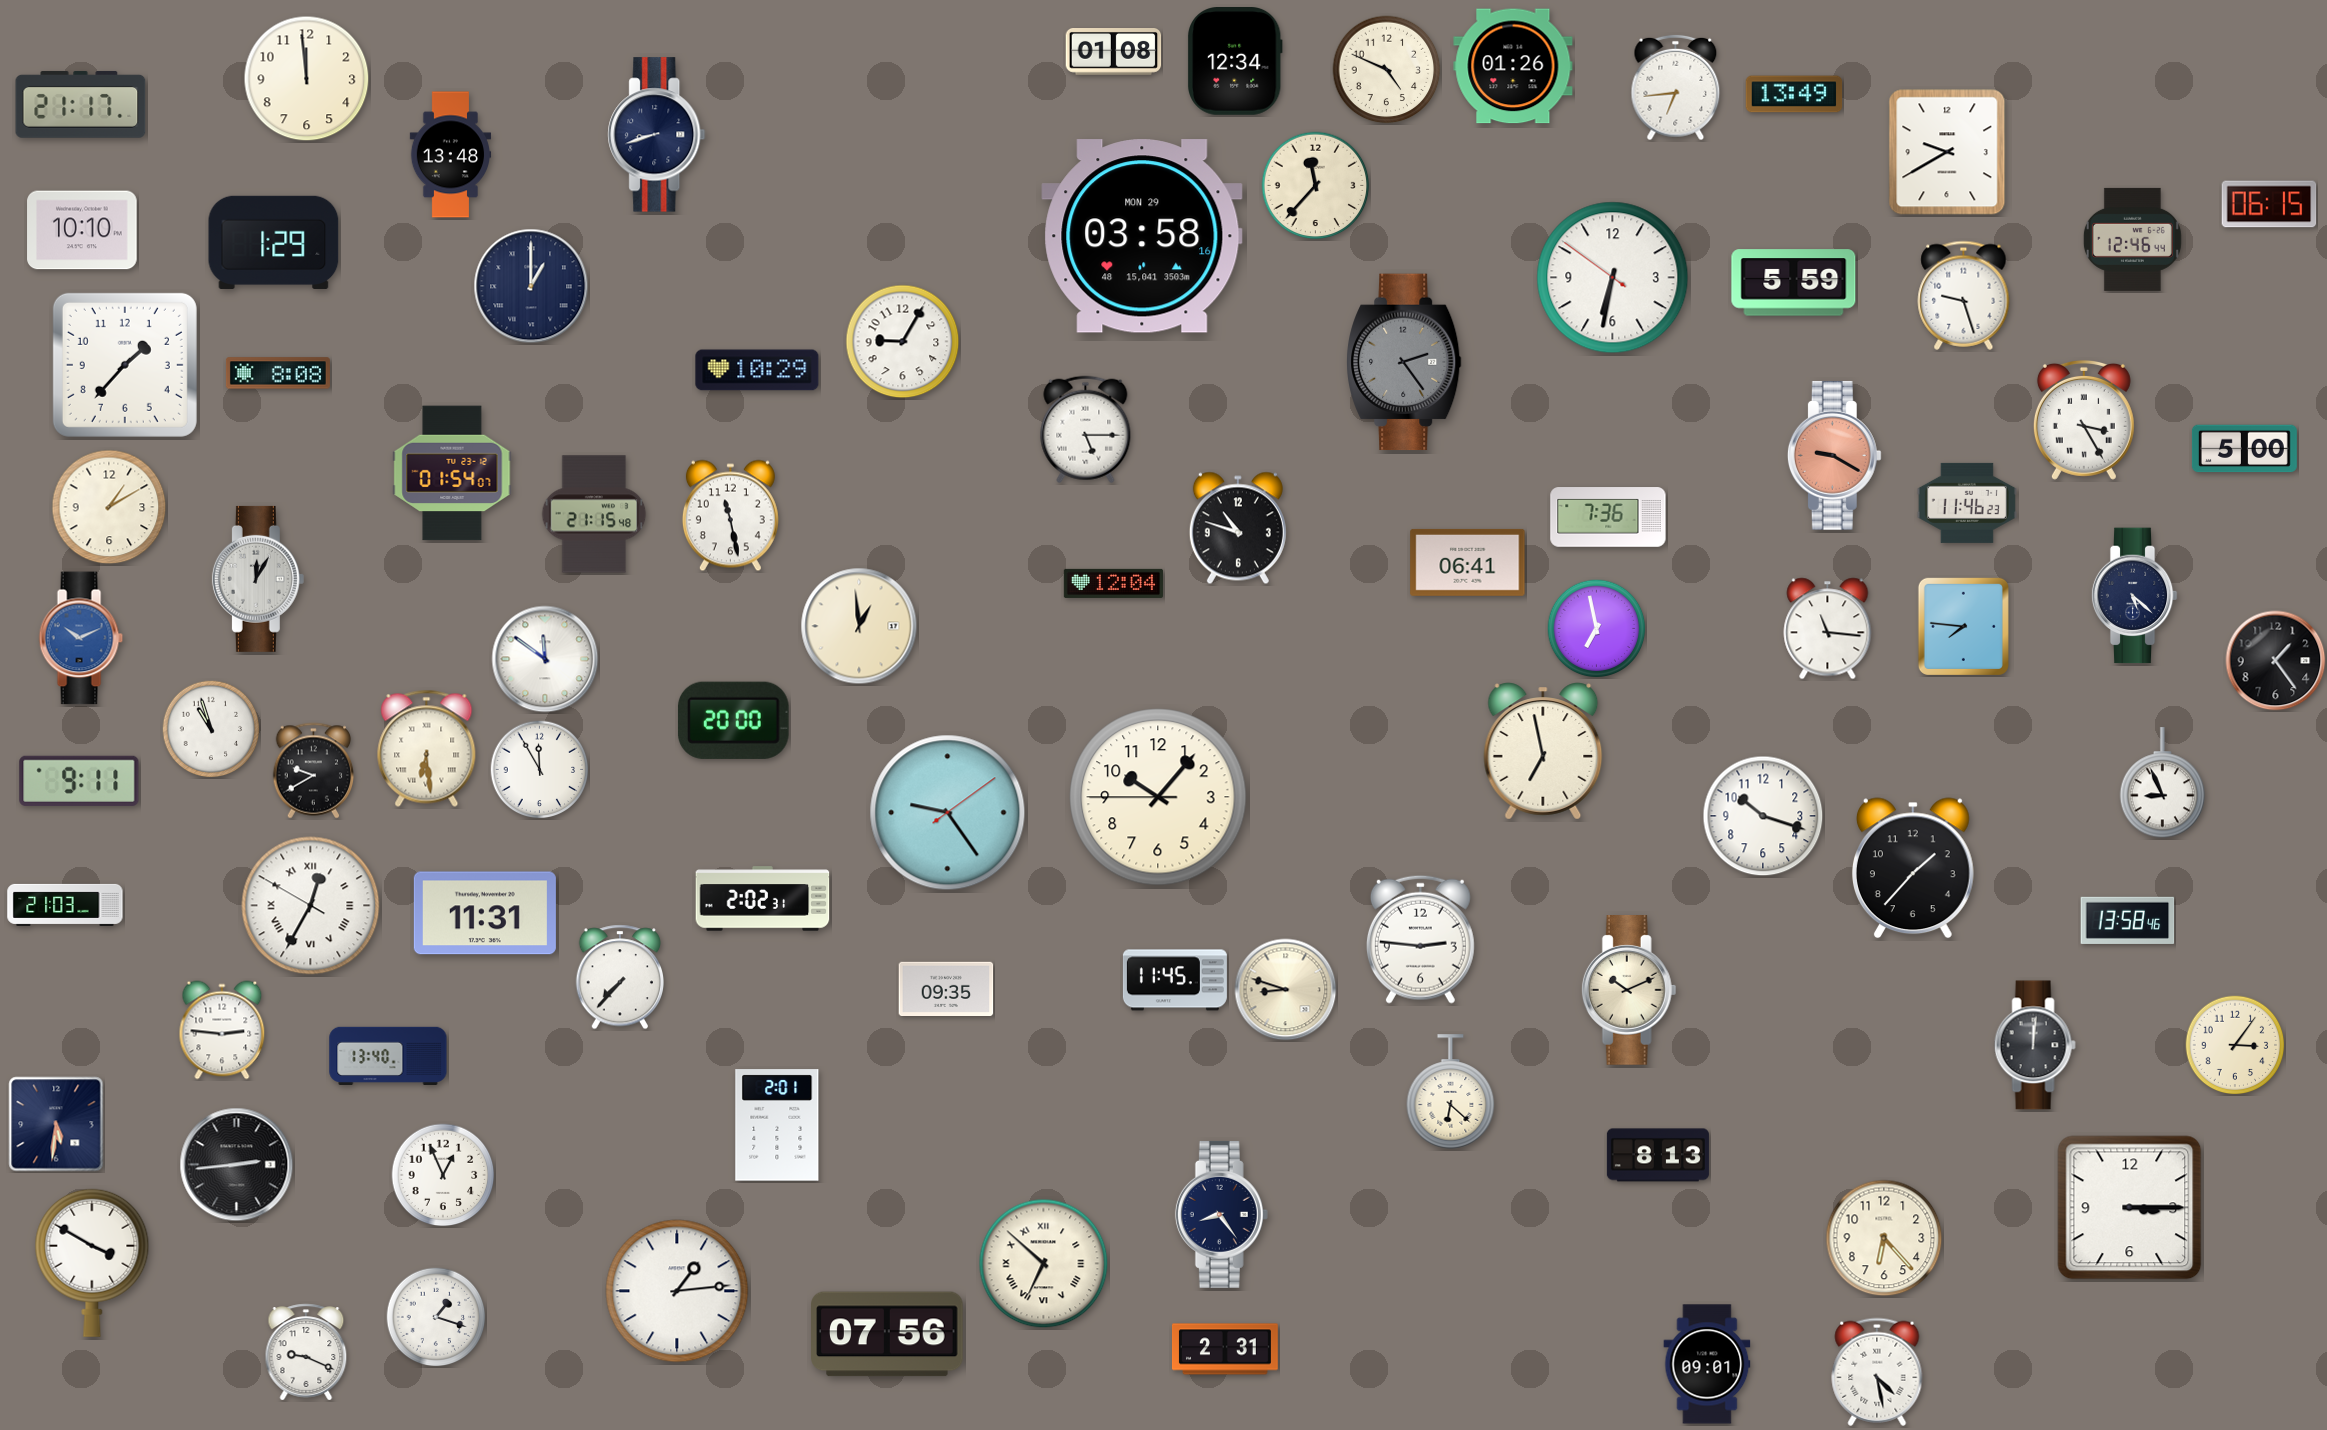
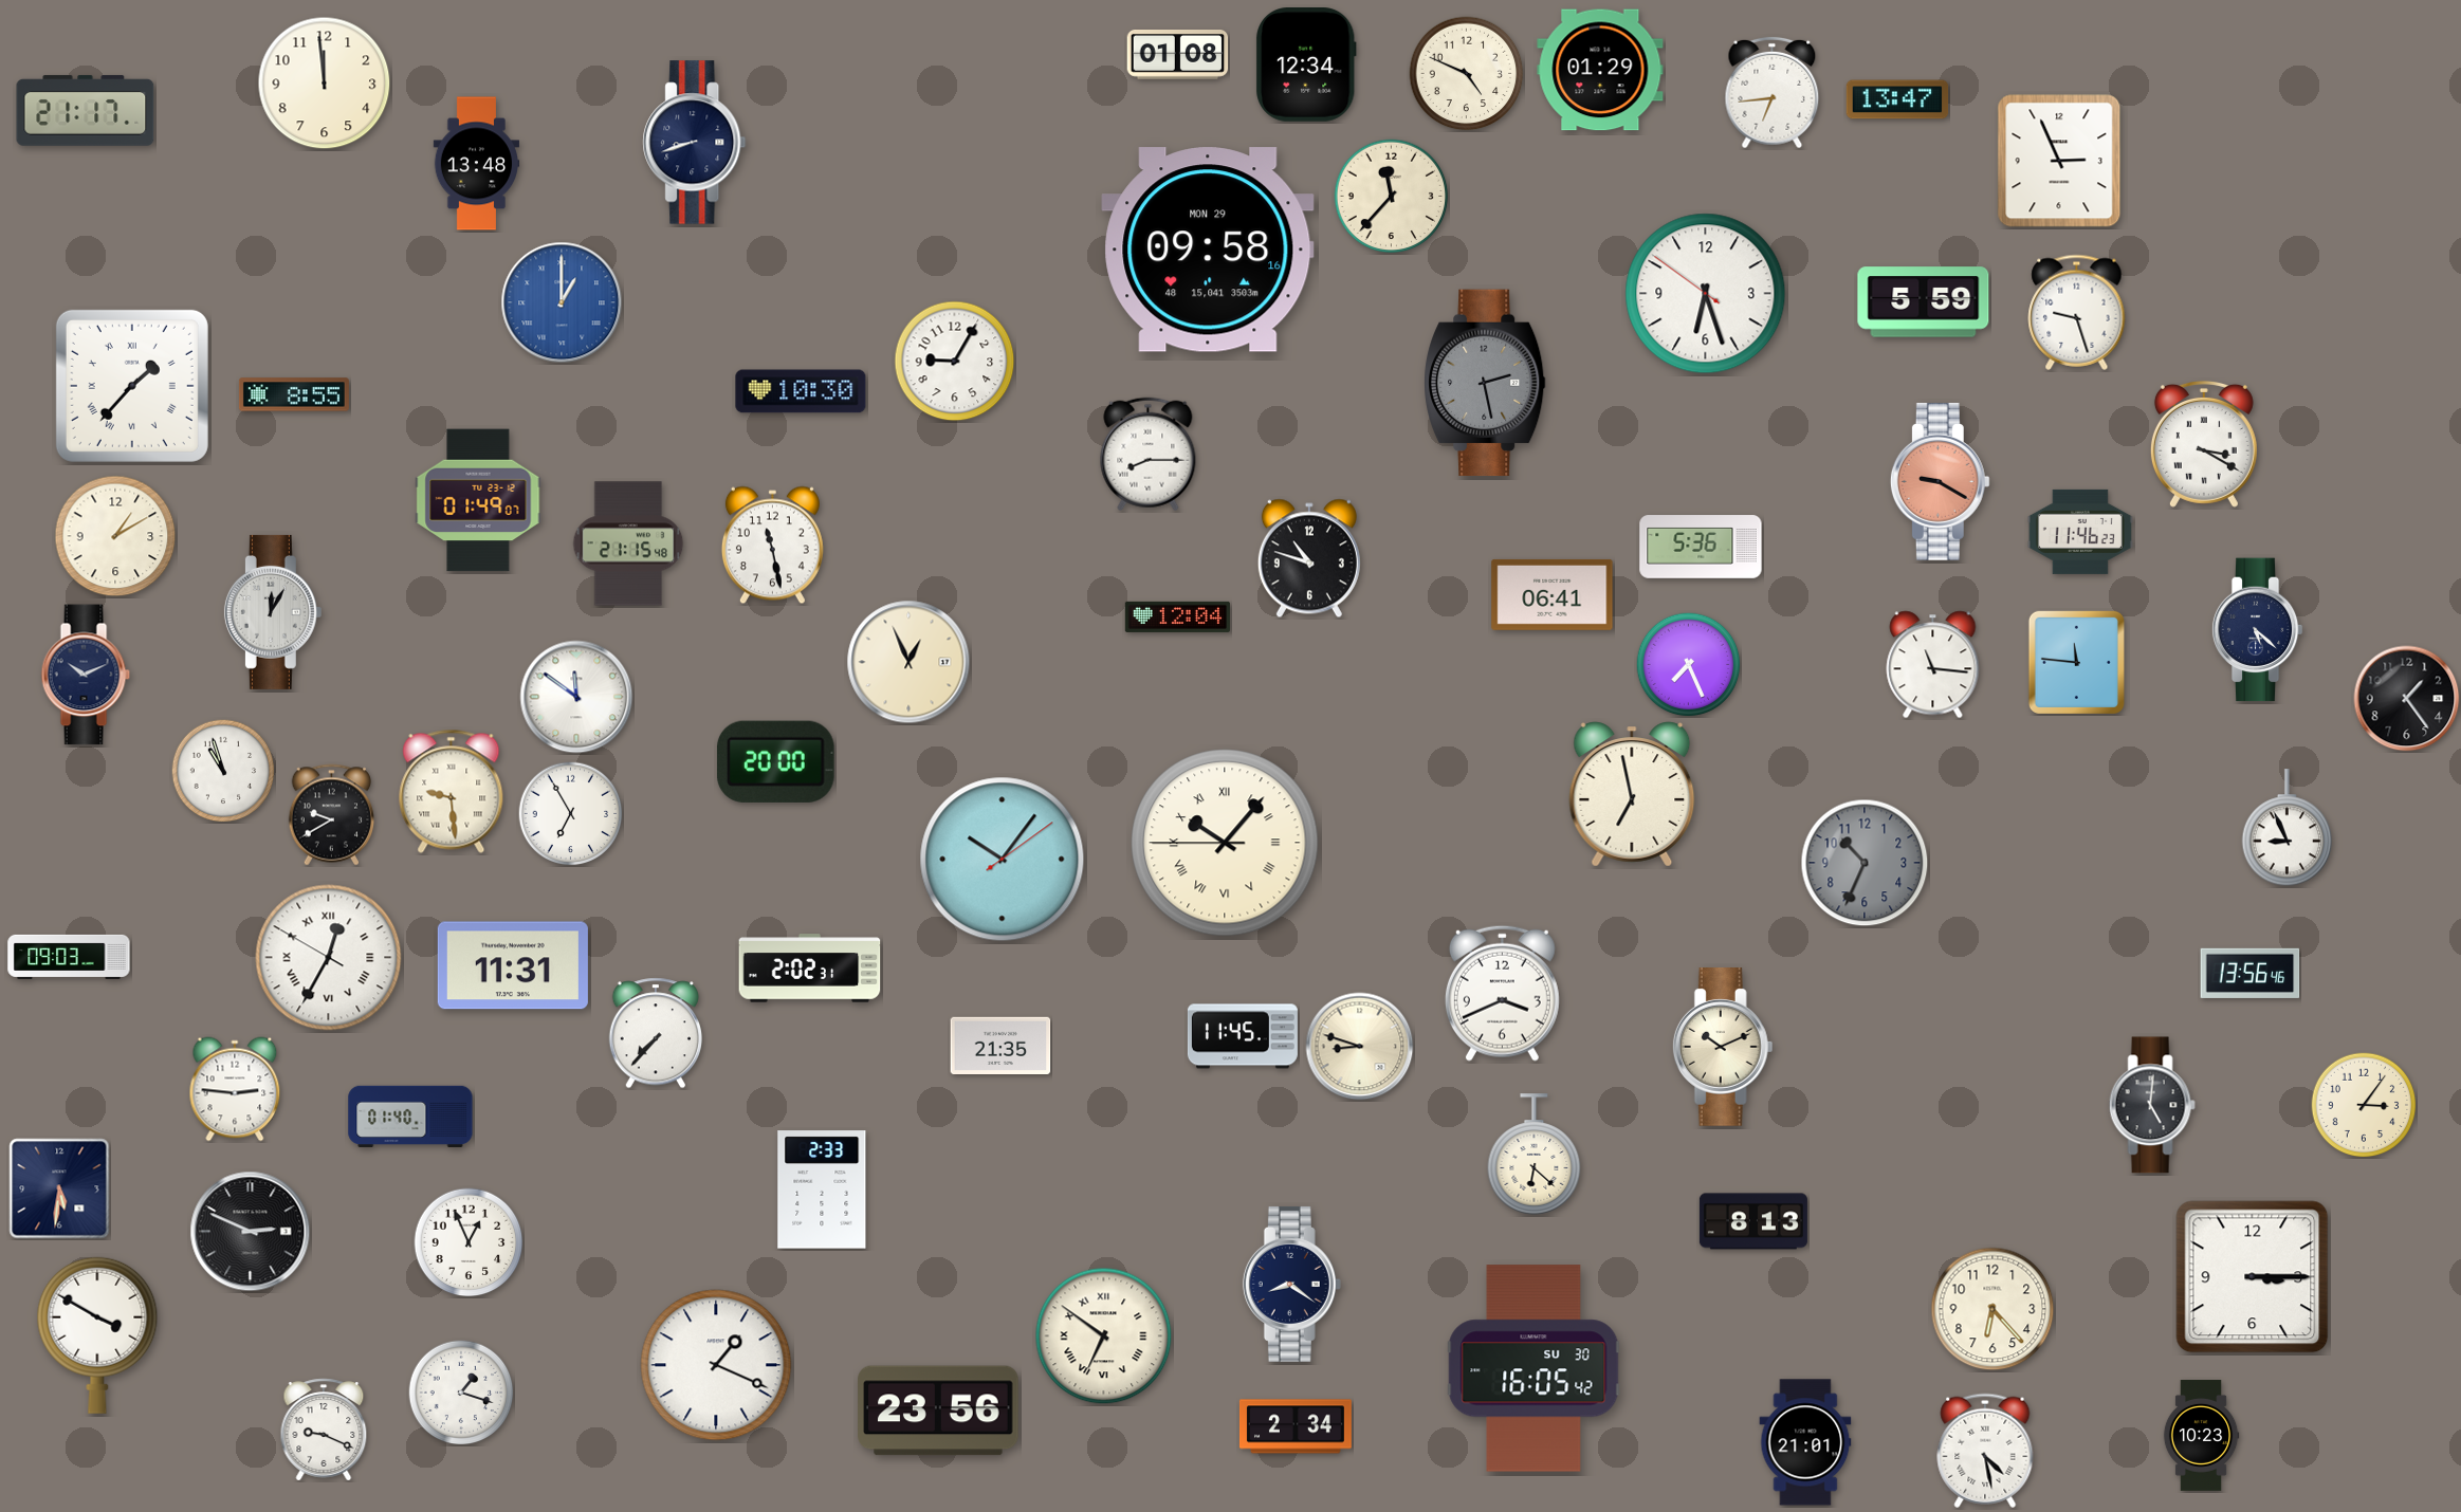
clock at (1513, 66): 01:26 -> 01:29
clock at (1794, 94): 13:49 -> 13:47
clock at (1947, 152): 9:40 -> 2:56
clock at (2269, 204): 06:15 -> none
clock at (82, 230): 10:10 -> none
clock at (1142, 236): 03:58 -> 09:58
clock at (2132, 239): 12:46 -> none
clock at (274, 242): 1:29 -> none
clock at (1613, 278): 6:31 -> 6:26
clock at (1794, 283) position: (1794, 283) -> (1924, 302)
clock at (531, 286) dial: navy -> blue
clock at (1405, 362): 2:24 -> 2:28
clock at (125, 365) numerals: Arabic -> Roman
clock at (757, 370): 10:29 -> 10:30
clock at (278, 373): 8:08 -> 8:55
clock at (2084, 420): 3:25 -> 3:20
clock at (1086, 430): 5:15 -> 8:15
clock at (2244, 449): 5:00 -> none
clock at (452, 473): 01:54 -> 01:49
clock at (1608, 517): 7:36 -> 5:36
clock at (859, 626): 12:59 -> 12:56
clock at (1963, 626): 7:46 -> 11:46
clock at (1597, 629): 6:58 -> 7:26
clock at (81, 638) dial: blue -> navy
clock at (427, 748): 6:29 -> 9:29
clock at (540, 770): 11:55 -> 6:55
clock at (79, 781): 9:11 -> none
clock at (1158, 797) numerals: Arabic -> Roman
clock at (948, 813): 9:24 -> 10:06
clock at (1763, 816): 10:18 -> 10:34
clock at (1763, 816) dial: white -> grey
clock at (1913, 868): 1:37 -> none
clock at (763, 899) position: (763, 899) -> (810, 969)
clock at (65, 905): 21:03 -> 09:03
clock at (2128, 920): 13:58 -> 13:56
clock at (1420, 939): 2:46 -> 3:41
clock at (946, 988): 09:35 -> 21:35
clock at (2035, 1045): 12:01 -> 5:01
clock at (388, 1056): 13:40 -> 01:40
clock at (777, 1125): 2:01 -> 2:33
clock at (237, 1165): 2:44 -> 2:49
clock at (1221, 1214): 8:24 -> 8:21
clock at (1044, 1264): 6:52 -> 6:51
clock at (677, 1291): 1:14 -> 1:19
clock at (1533, 1368): none -> 16:05
clock at (887, 1334): 07:56 -> 23:56
clock at (1225, 1349): 2:31 -> 2:34
clock at (2201, 1435): none -> 10:23
clock at (1707, 1364): 09:01 -> 21:01
